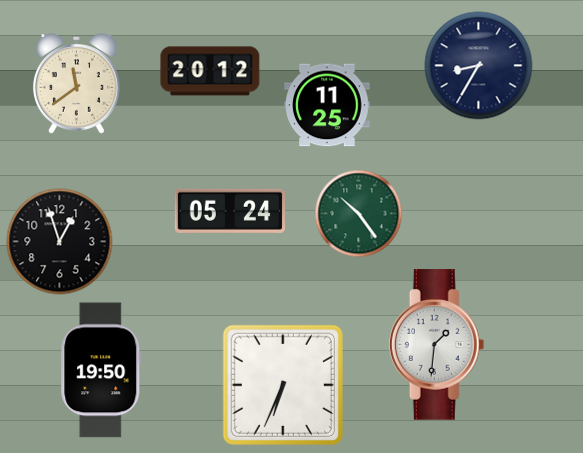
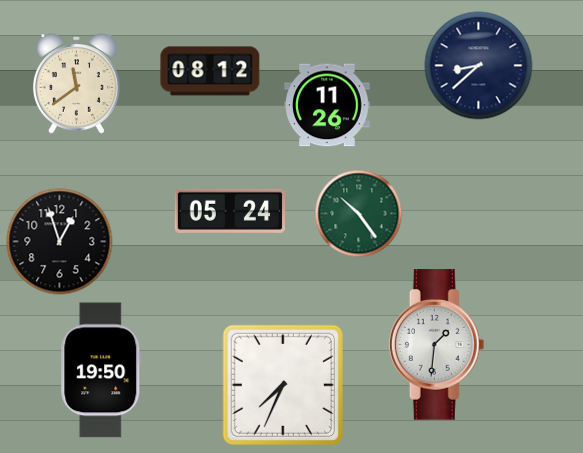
clock at (479, 66): 8:35 -> 8:38
clock at (210, 71): 20:12 -> 08:12
clock at (327, 105): 11:25 -> 11:26
clock at (283, 385): 6:34 -> 7:34
